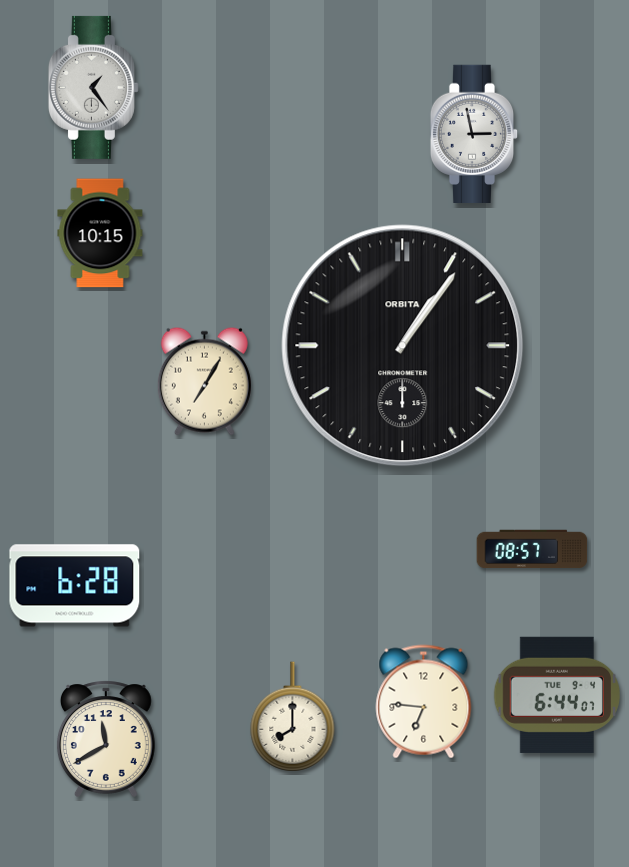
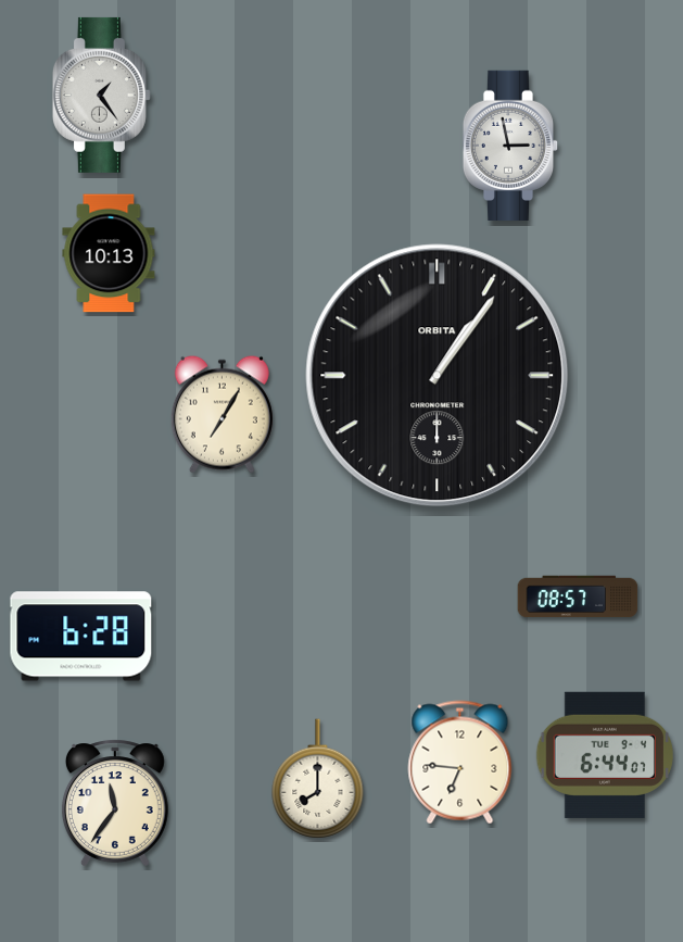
clock at (474, 133) position: (474, 133) -> (510, 145)
clock at (100, 233): 10:15 -> 10:13
clock at (106, 739): 11:40 -> 11:36
